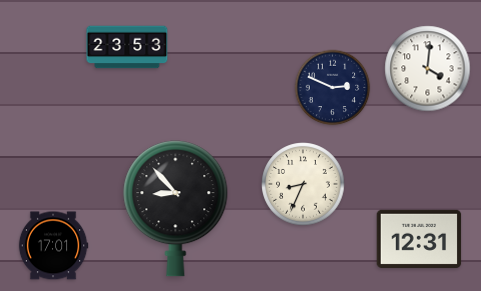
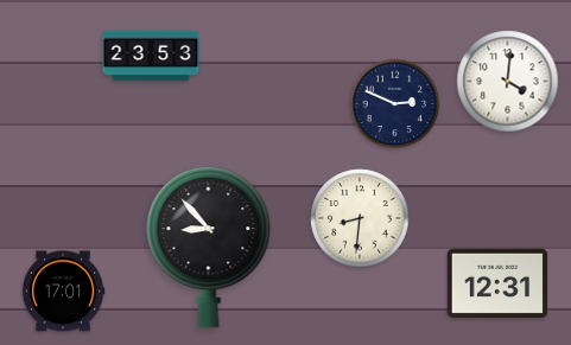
clock at (303, 184): 8:34 -> 8:31
